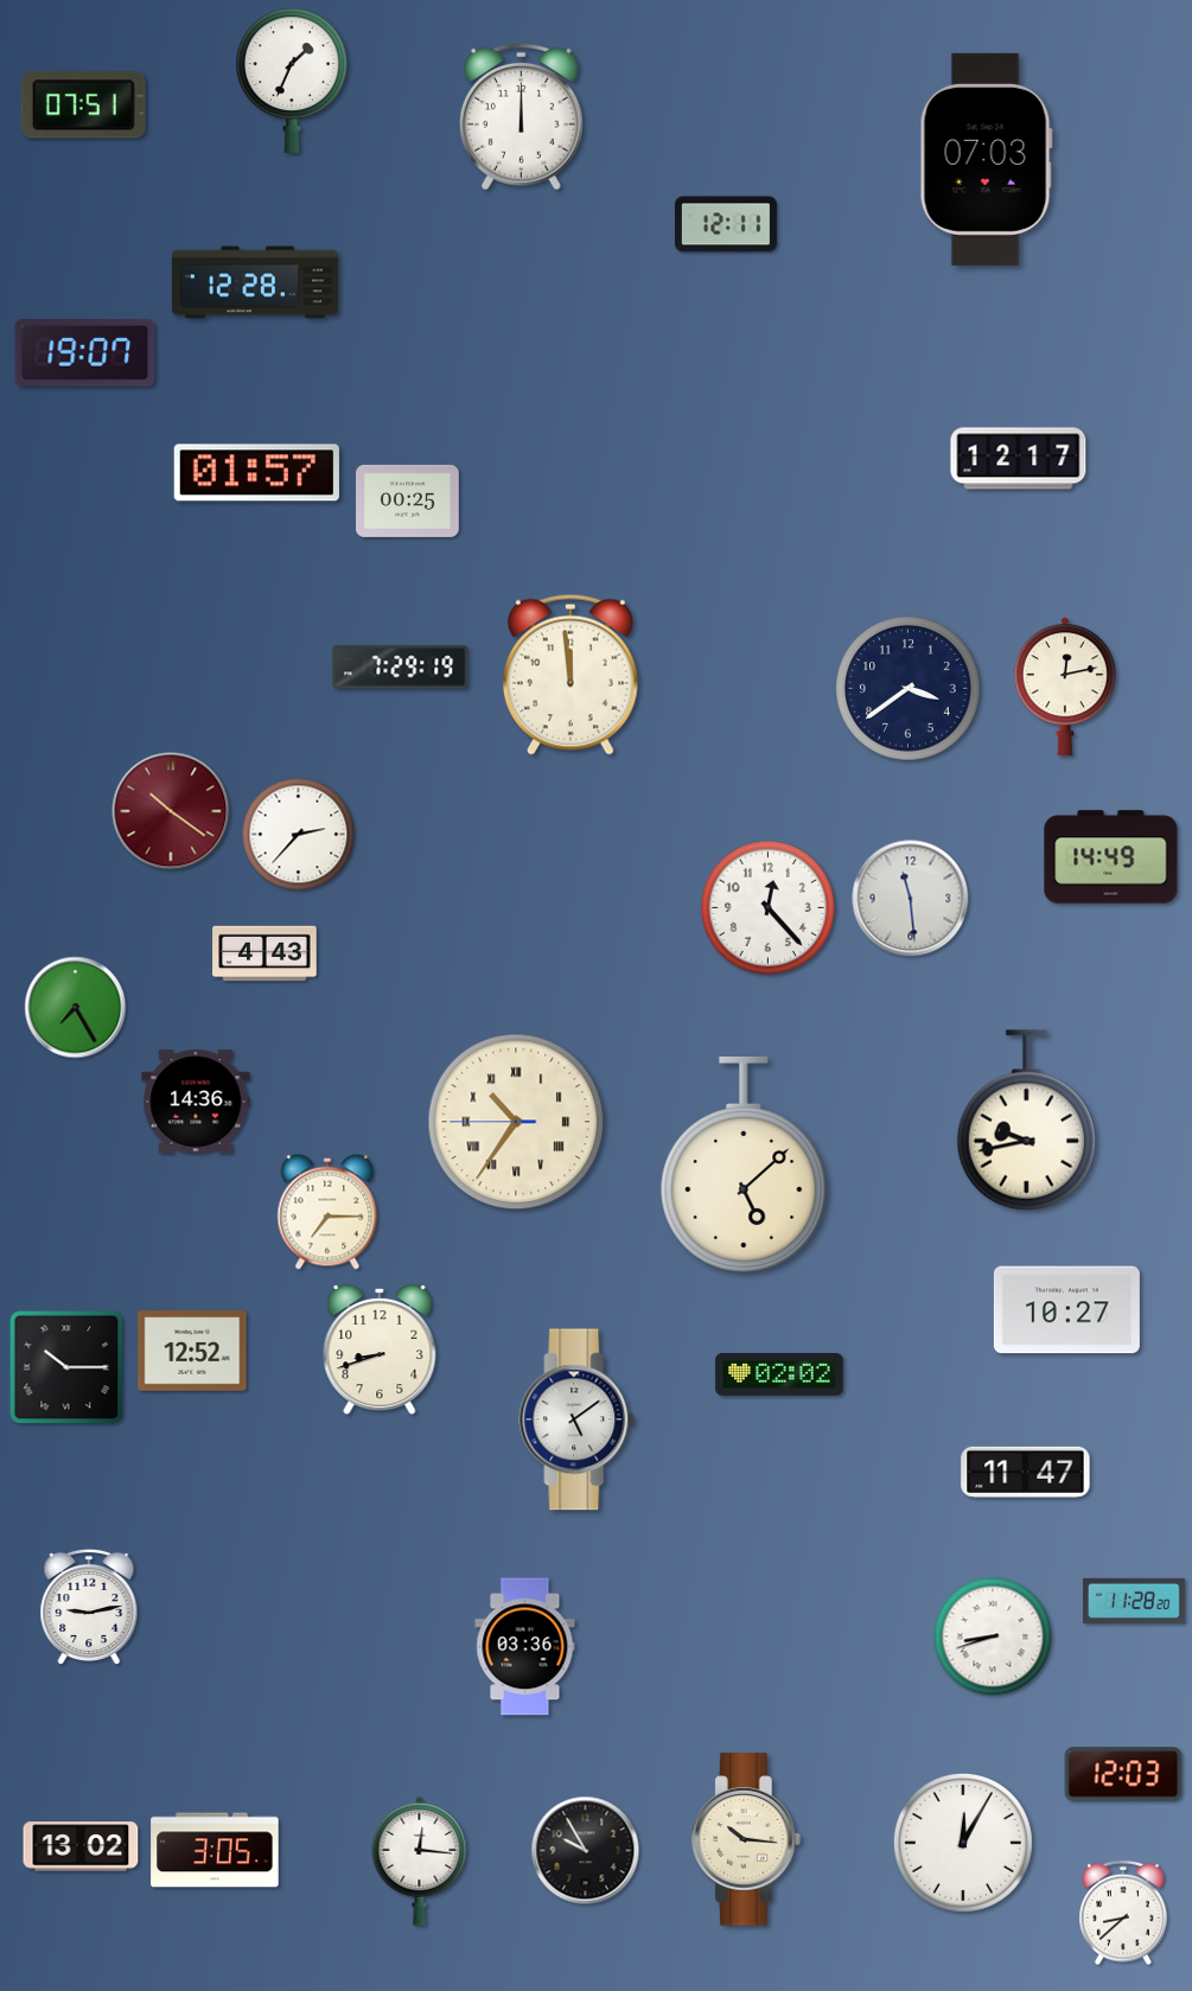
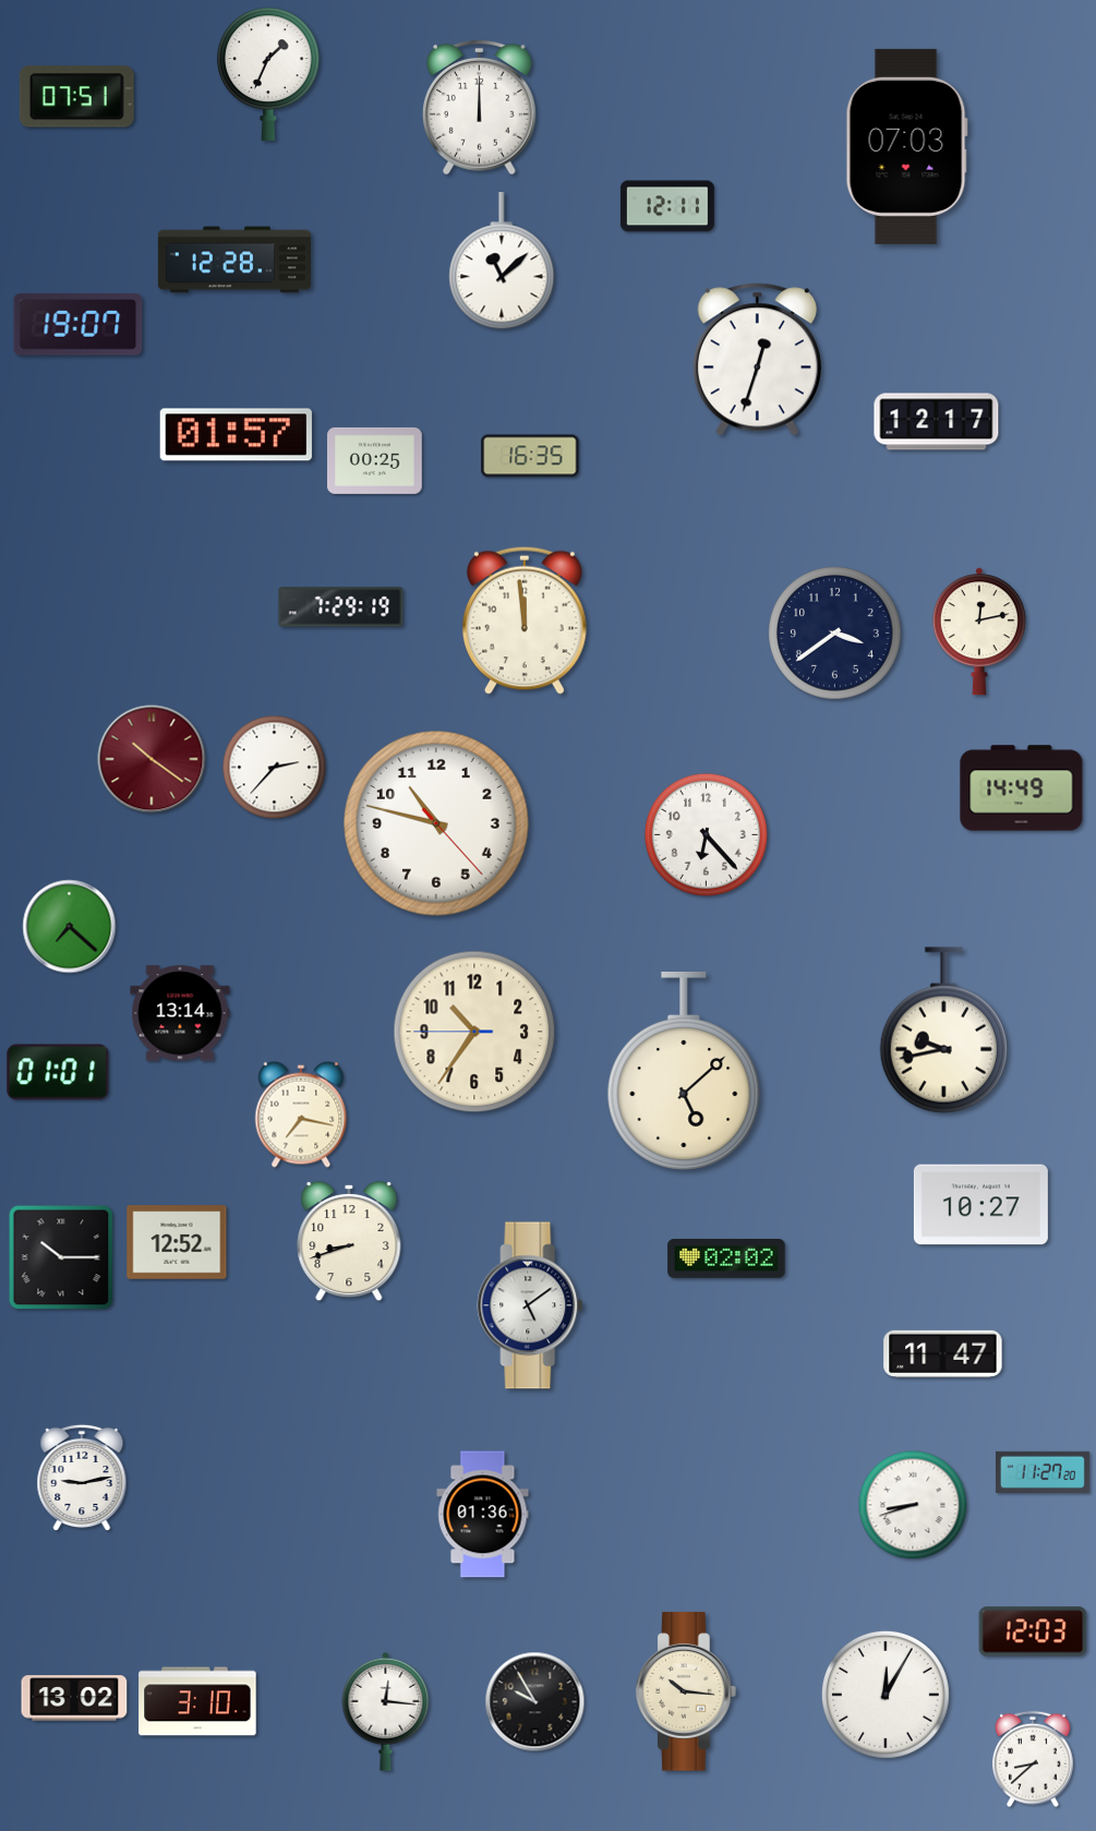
clock at (502, 262): none -> 11:08
clock at (757, 360): none -> 12:33
clock at (530, 456): none -> 16:35
clock at (401, 668) position: (401, 668) -> (341, 607)
clock at (171, 811) position: (171, 811) -> (152, 759)
clock at (436, 823): none -> 10:47
clock at (911, 899): 11:29 -> none
clock at (767, 907): 12:23 -> 6:23
clock at (264, 953): 4:43 -> none
clock at (76, 1008): 7:25 -> 7:22
clock at (196, 1102): 14:36 -> 13:14
clock at (516, 1122) numerals: Roman -> Arabic
clock at (58, 1072): none -> 01:01
clock at (327, 1212): 7:15 -> 7:17
clock at (779, 1374) position: (779, 1374) -> (726, 1258)
clock at (1134, 1601): 11:28 -> 11:27
clock at (525, 1647): 03:36 -> 01:36
clock at (215, 1850): 3:05 -> 3:10
clock at (586, 1851) position: (586, 1851) -> (535, 1702)
